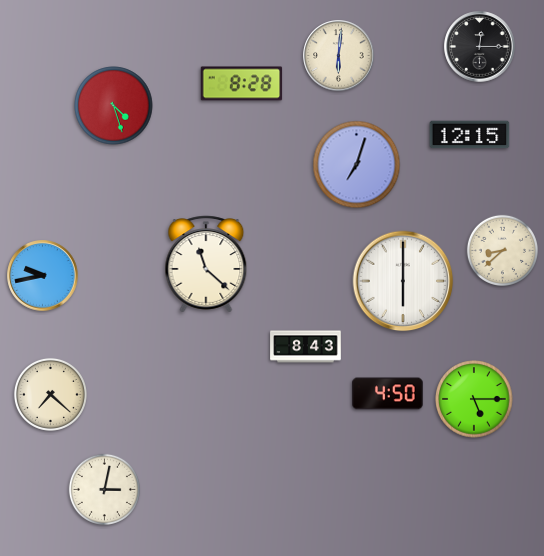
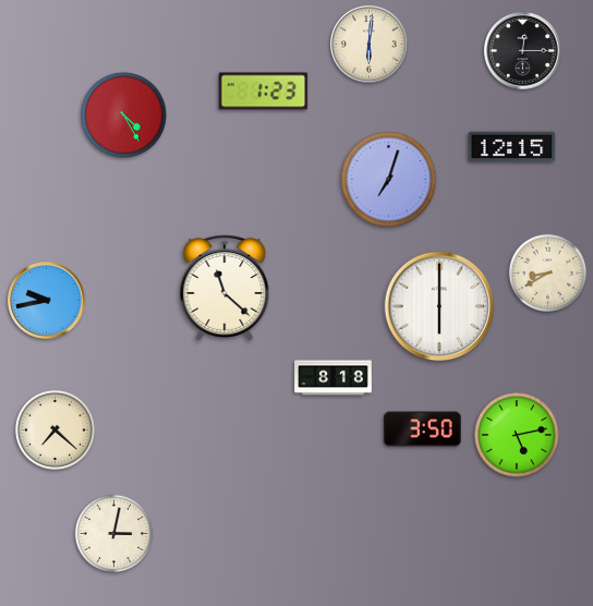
clock at (339, 56) position: (339, 56) -> (370, 45)
clock at (242, 84): 8:28 -> 1:23
clock at (114, 106): 4:27 -> 4:25
clock at (502, 250): 8:38 -> 8:40
clock at (306, 347): 8:43 -> 8:18
clock at (388, 394): 4:50 -> 3:50
clock at (474, 399): 5:15 -> 5:13
